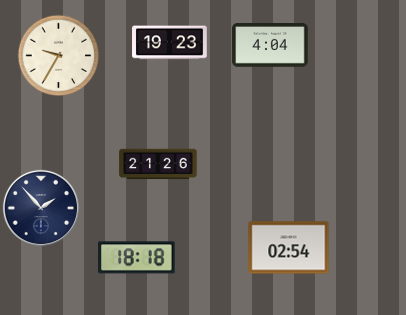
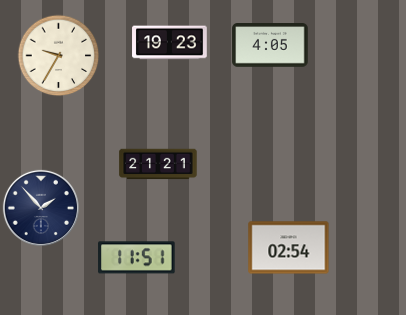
clock at (270, 45): 4:04 -> 4:05
clock at (158, 164): 21:26 -> 21:21
clock at (137, 258): 18:18 -> 11:51
